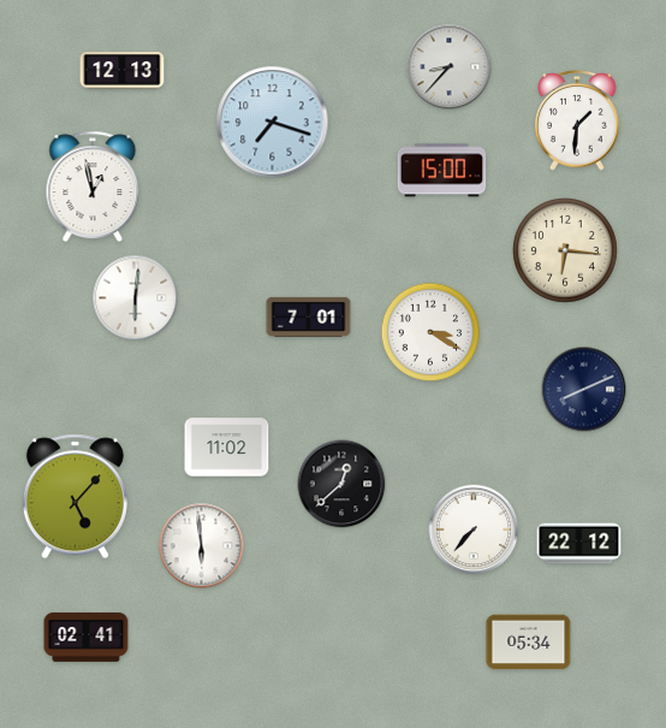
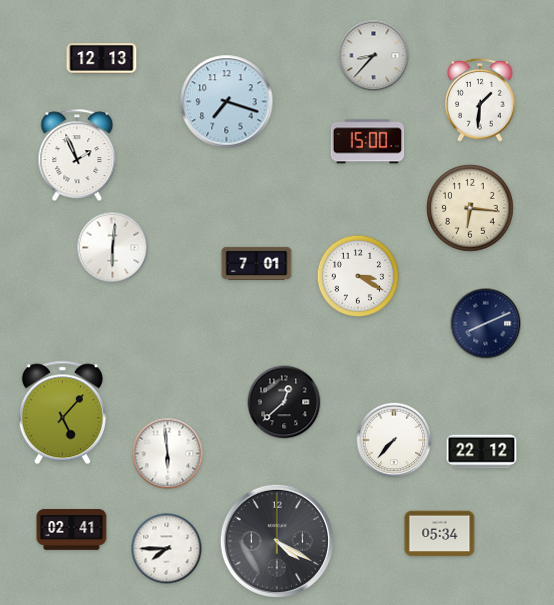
clock at (93, 187): 12:58 -> 1:56
clock at (227, 448): 11:02 -> none
clock at (277, 541): none -> 4:20
clock at (167, 549): none -> 7:45
